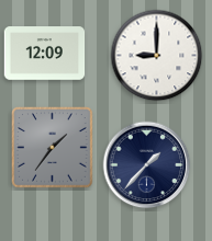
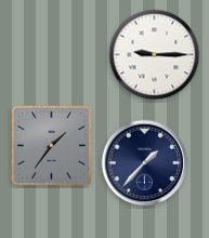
clock at (45, 54): 12:09 -> none
clock at (157, 56): 9:00 -> 9:15
